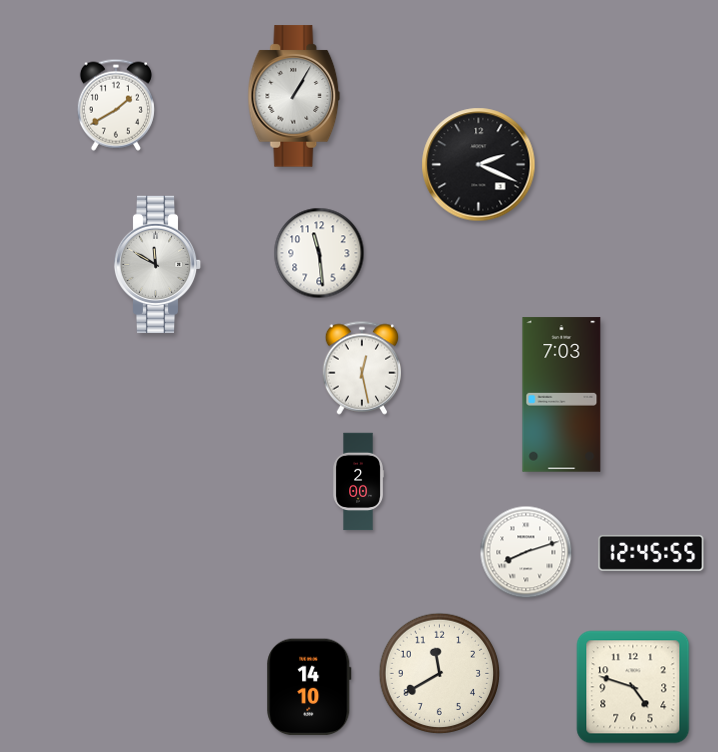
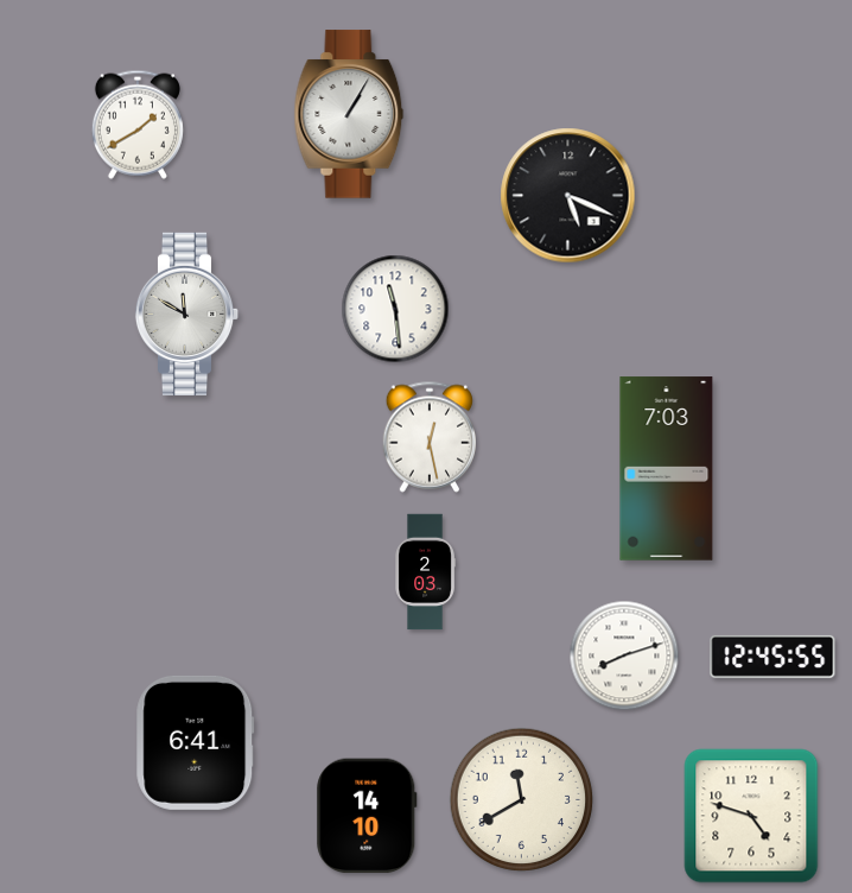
clock at (479, 165): 2:19 -> 5:19
clock at (319, 253) position: (319, 253) -> (395, 309)
clock at (358, 482): 2:00 -> 2:03
clock at (196, 742): none -> 6:41
